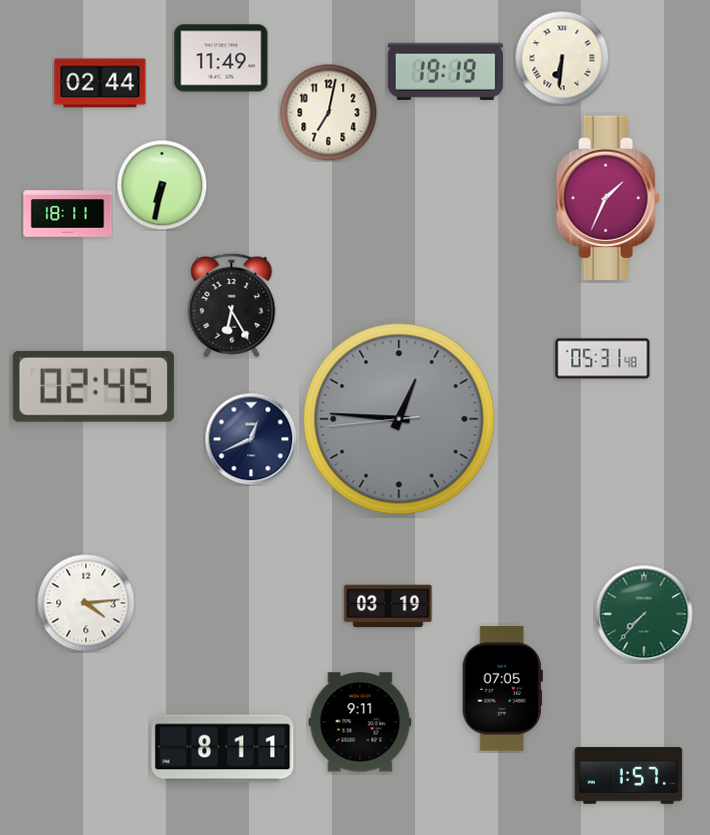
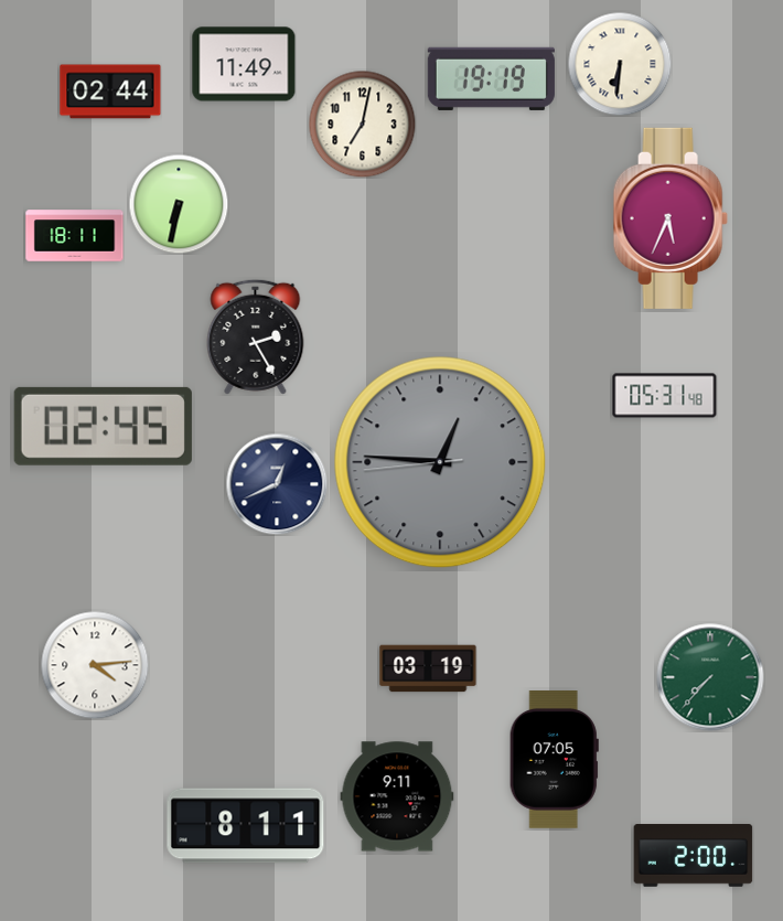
clock at (608, 198): 1:34 -> 5:34
clock at (232, 305): 6:25 -> 2:25
clock at (629, 776): 1:57 -> 2:00
